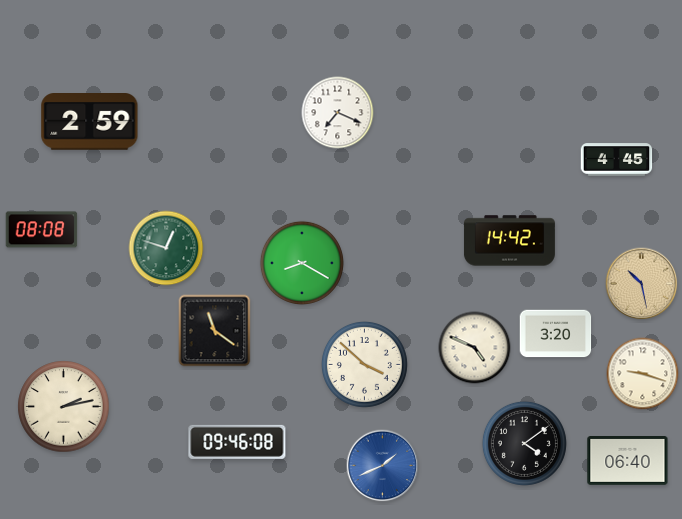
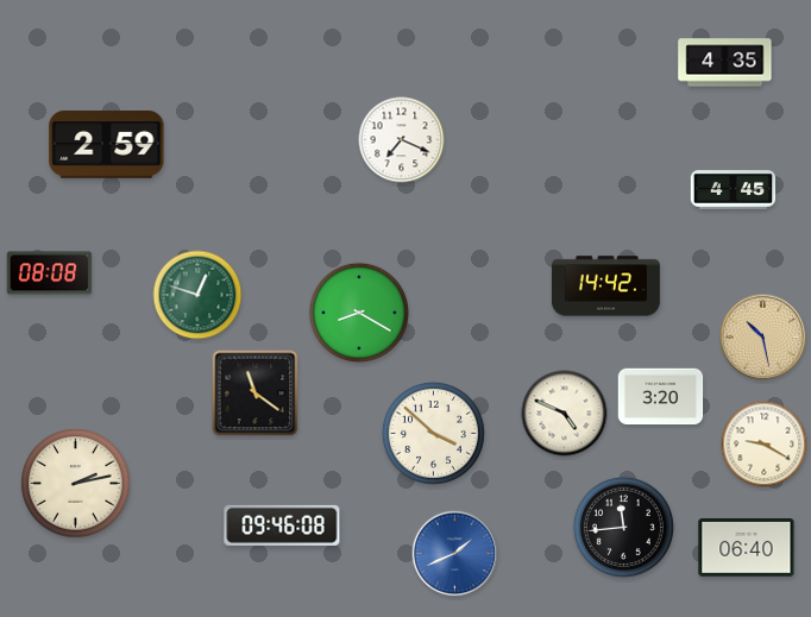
clock at (725, 63): none -> 4:35
clock at (338, 113) position: (338, 113) -> (402, 140)
clock at (643, 374): 9:18 -> 9:20
clock at (524, 443): 4:09 -> 11:44
